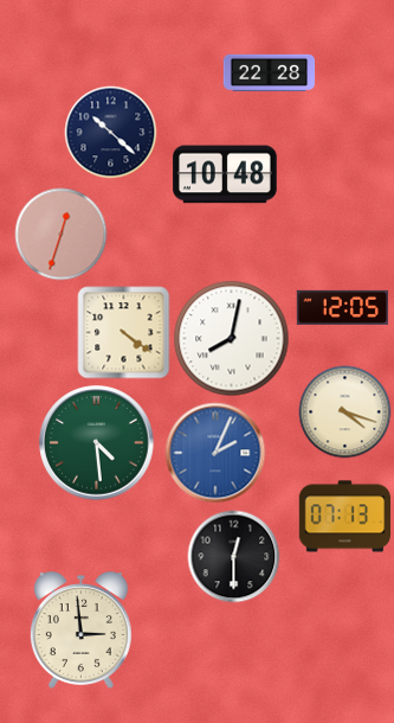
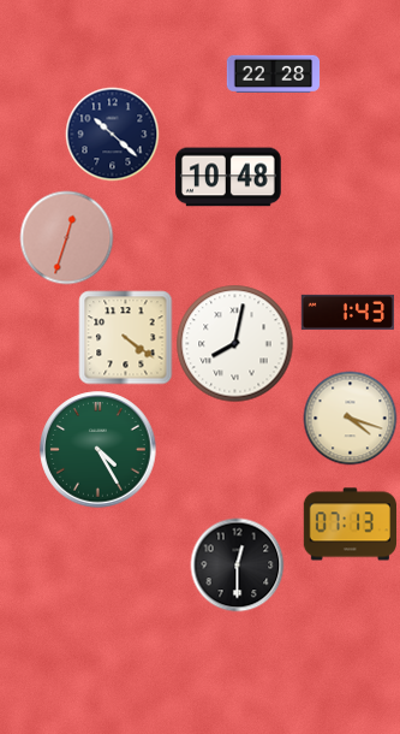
clock at (60, 233) position: (60, 233) -> (66, 237)
clock at (342, 307): 12:05 -> 1:43
clock at (97, 443): 4:29 -> 4:25
clock at (215, 453): 2:04 -> none
clock at (80, 631): 2:59 -> none
